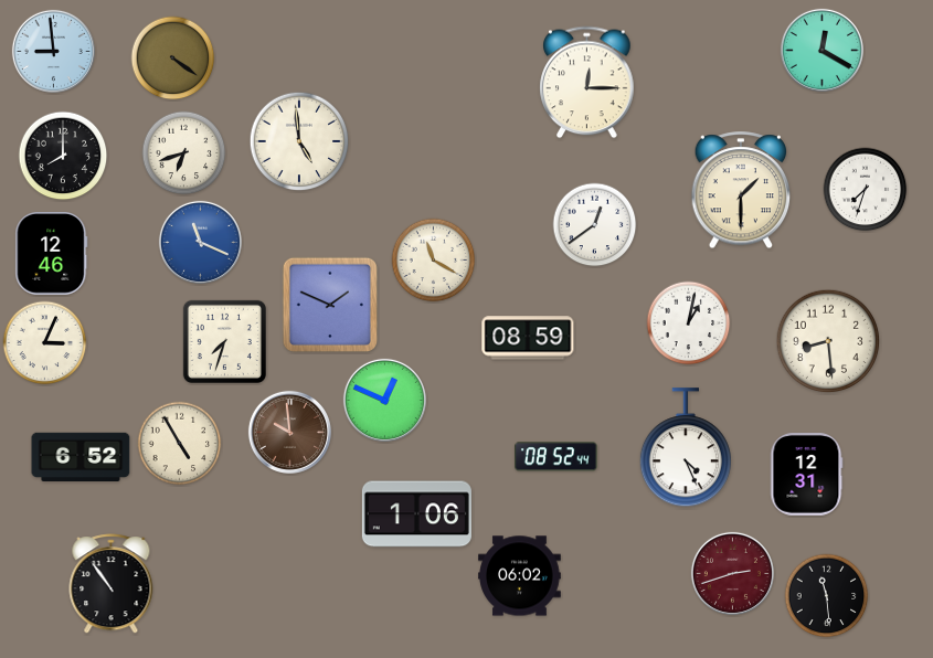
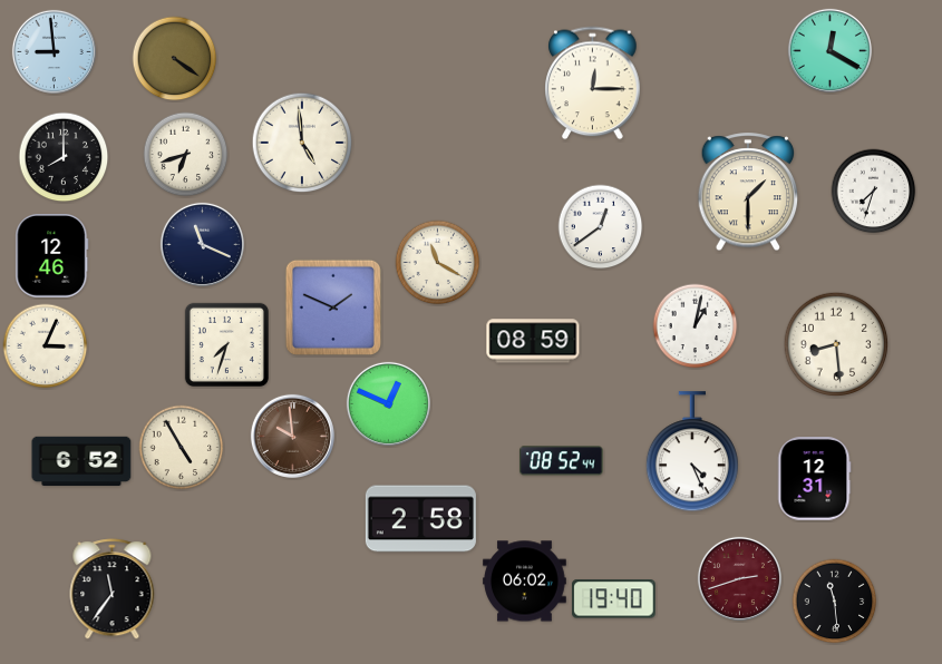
clock at (200, 242) dial: blue -> navy
clock at (416, 514): 1:06 -> 2:58
clock at (112, 584): 10:54 -> 11:36
clock at (614, 599): none -> 19:40
